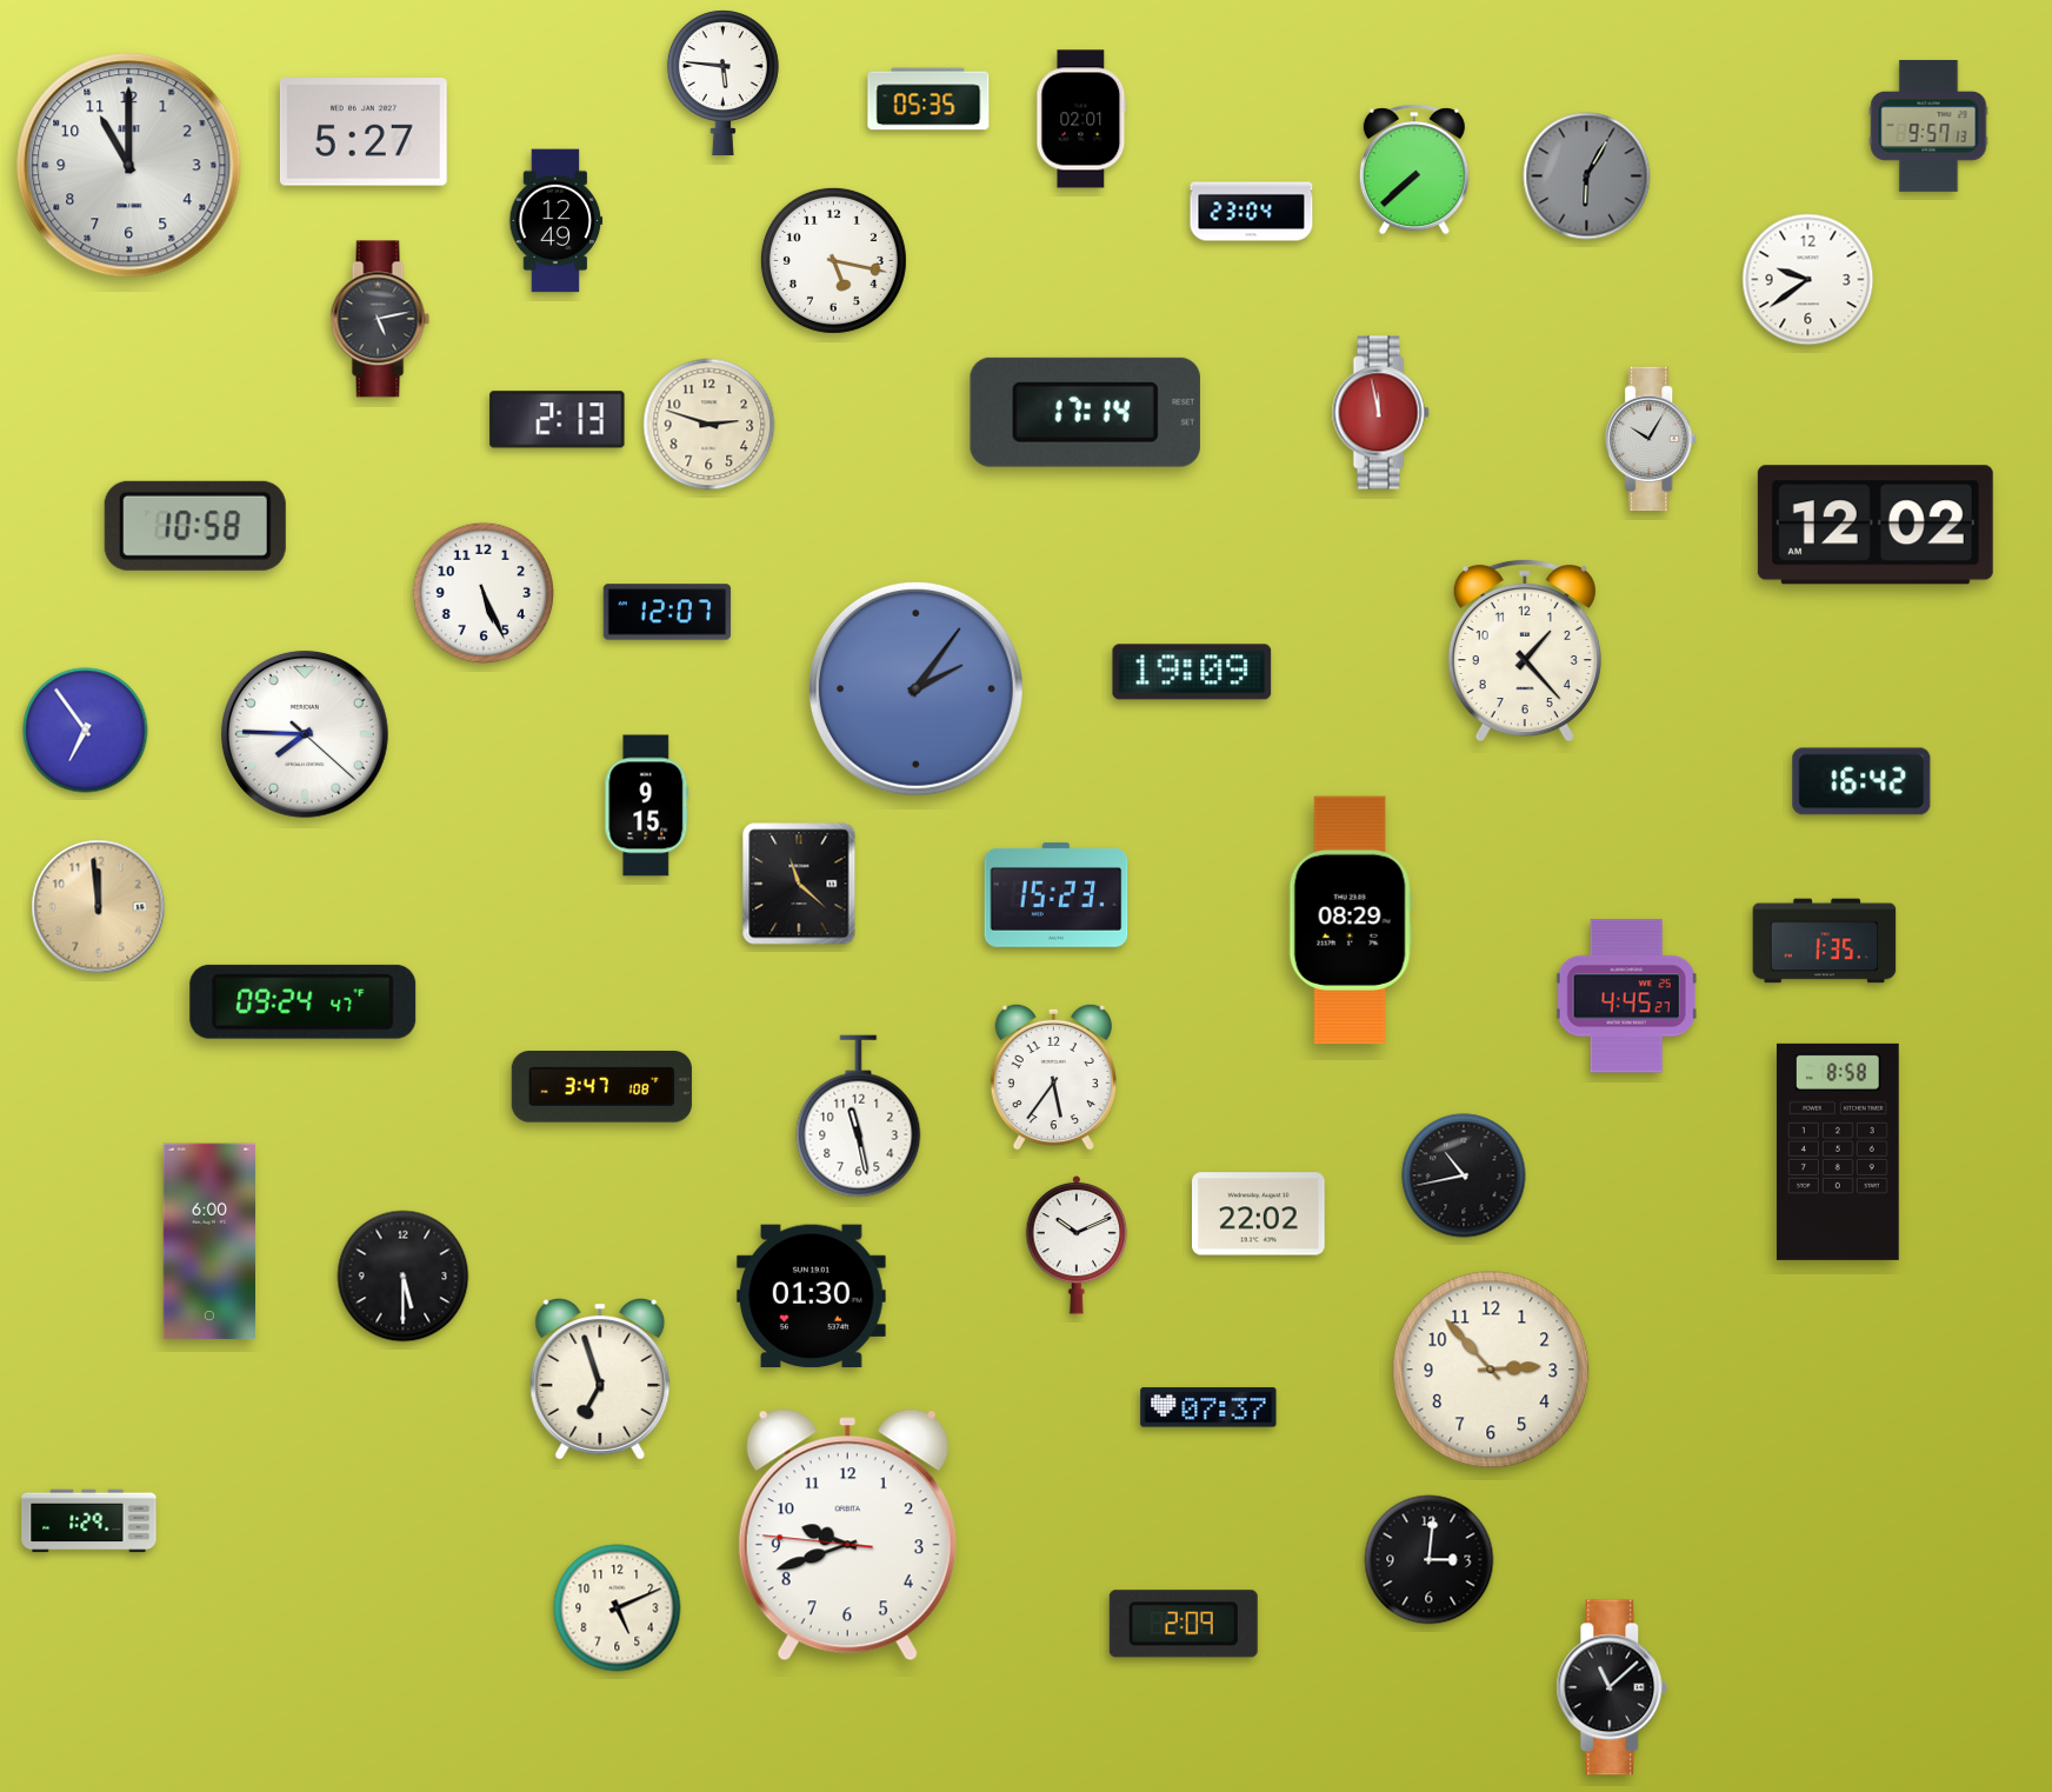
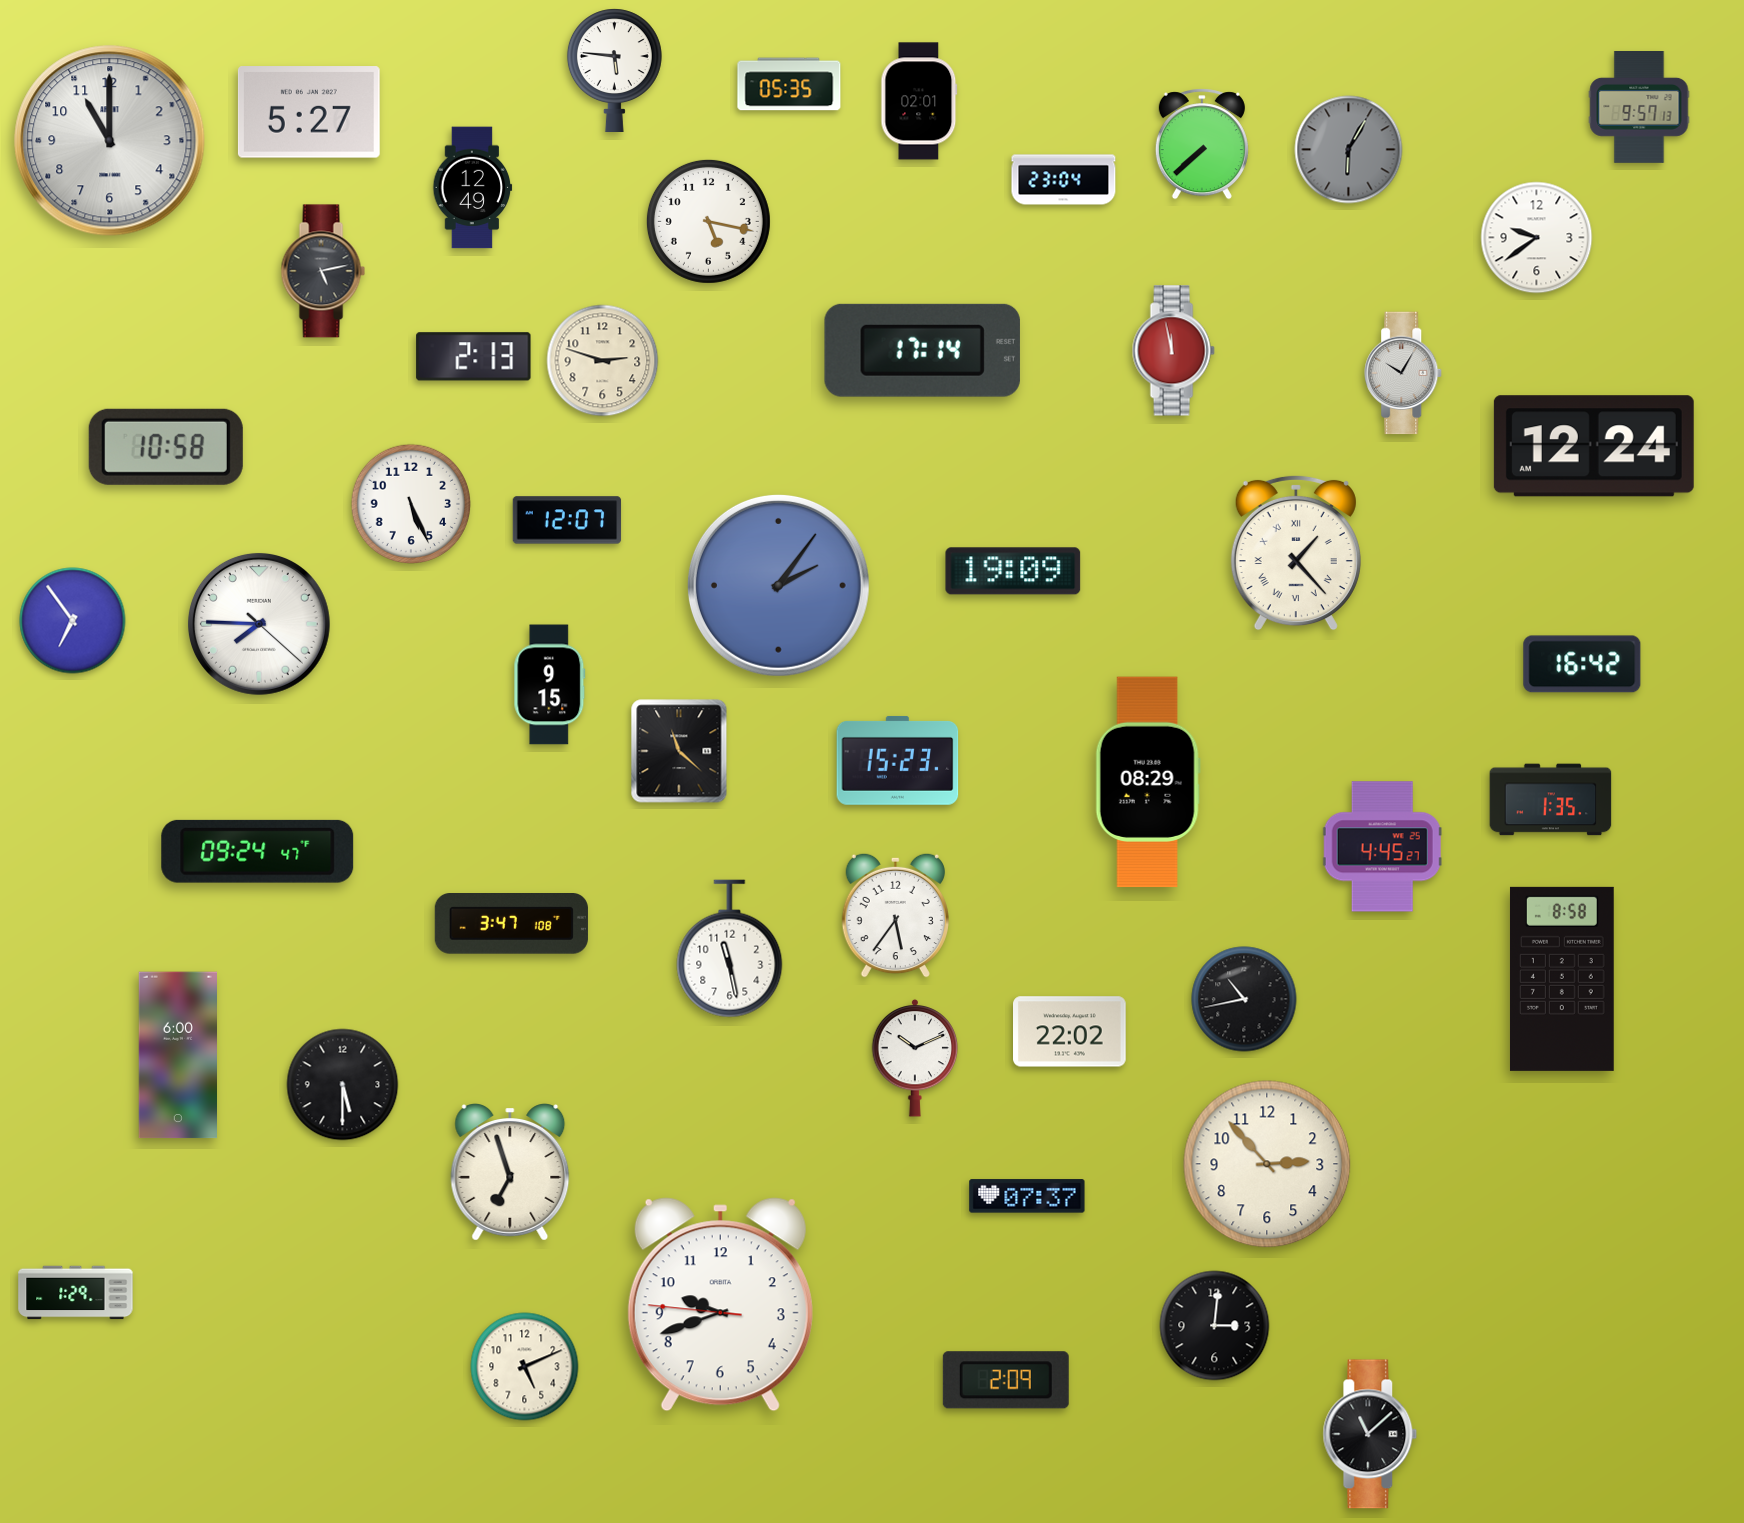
clock at (1876, 525): 12:02 -> 12:24
clock at (1525, 651) numerals: Arabic -> Roman
clock at (99, 907): 11:59 -> none
clock at (811, 1297): 01:30 -> none
